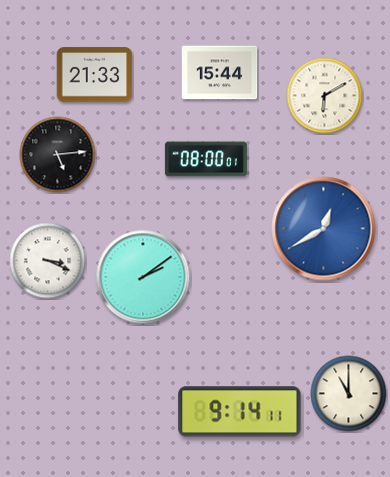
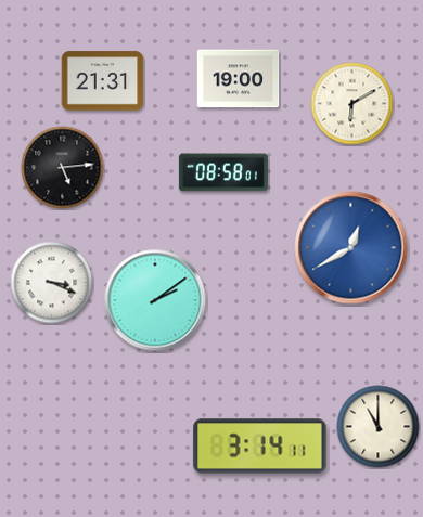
clock at (220, 73): 15:44 -> 19:00
clock at (95, 75): 21:33 -> 21:31
clock at (206, 159): 08:00 -> 08:58
clock at (240, 412): 9:14 -> 3:14
